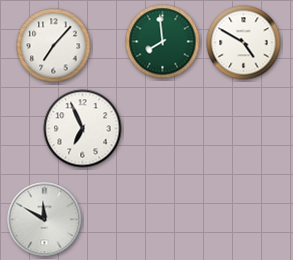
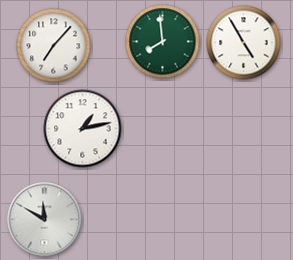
clock at (244, 43): 4:50 -> 4:55
clock at (83, 129): 6:56 -> 1:13
